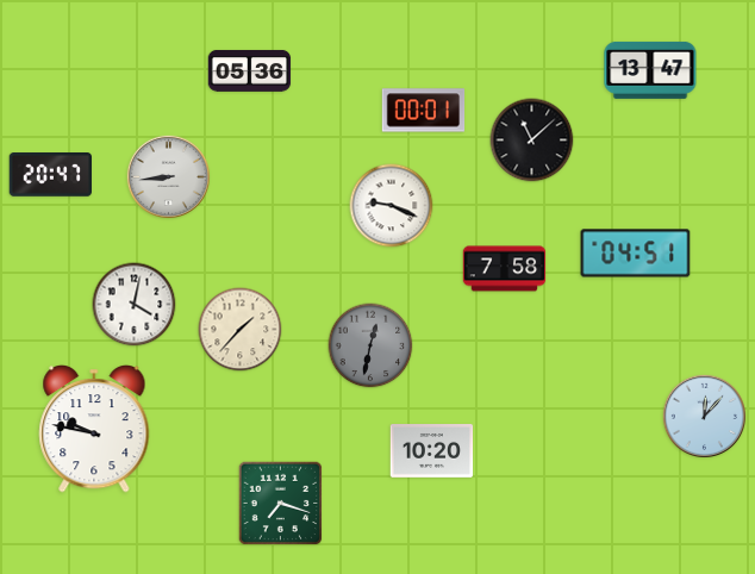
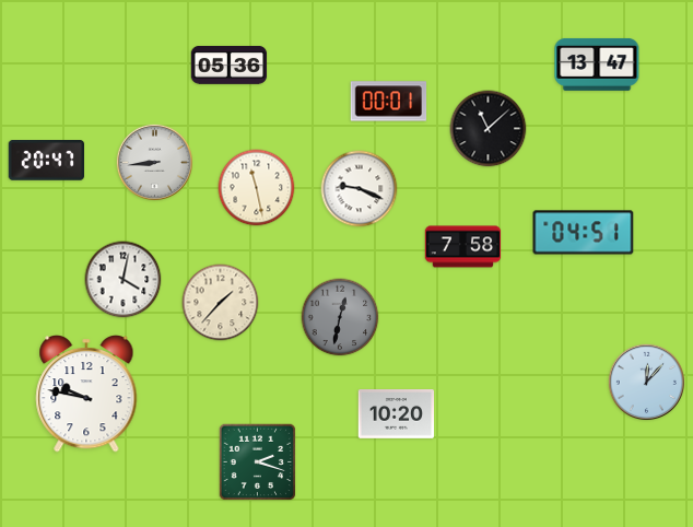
clock at (257, 188): none -> 11:28
clock at (281, 504): 7:18 -> 2:18
